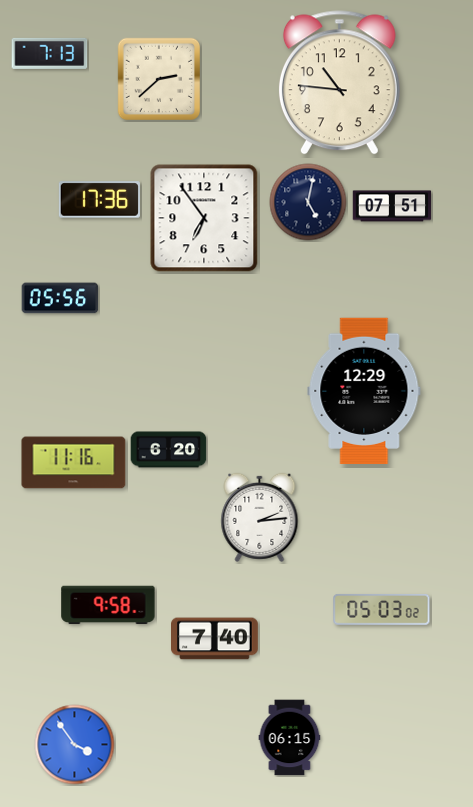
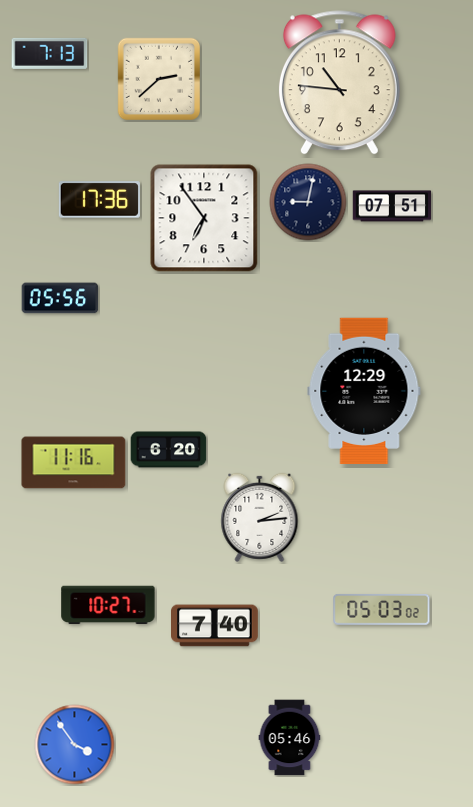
clock at (308, 202): 5:02 -> 9:02
clock at (108, 605): 9:58 -> 10:27
clock at (215, 639) position: (215, 639) -> (215, 626)
clock at (290, 738): 06:15 -> 05:46
